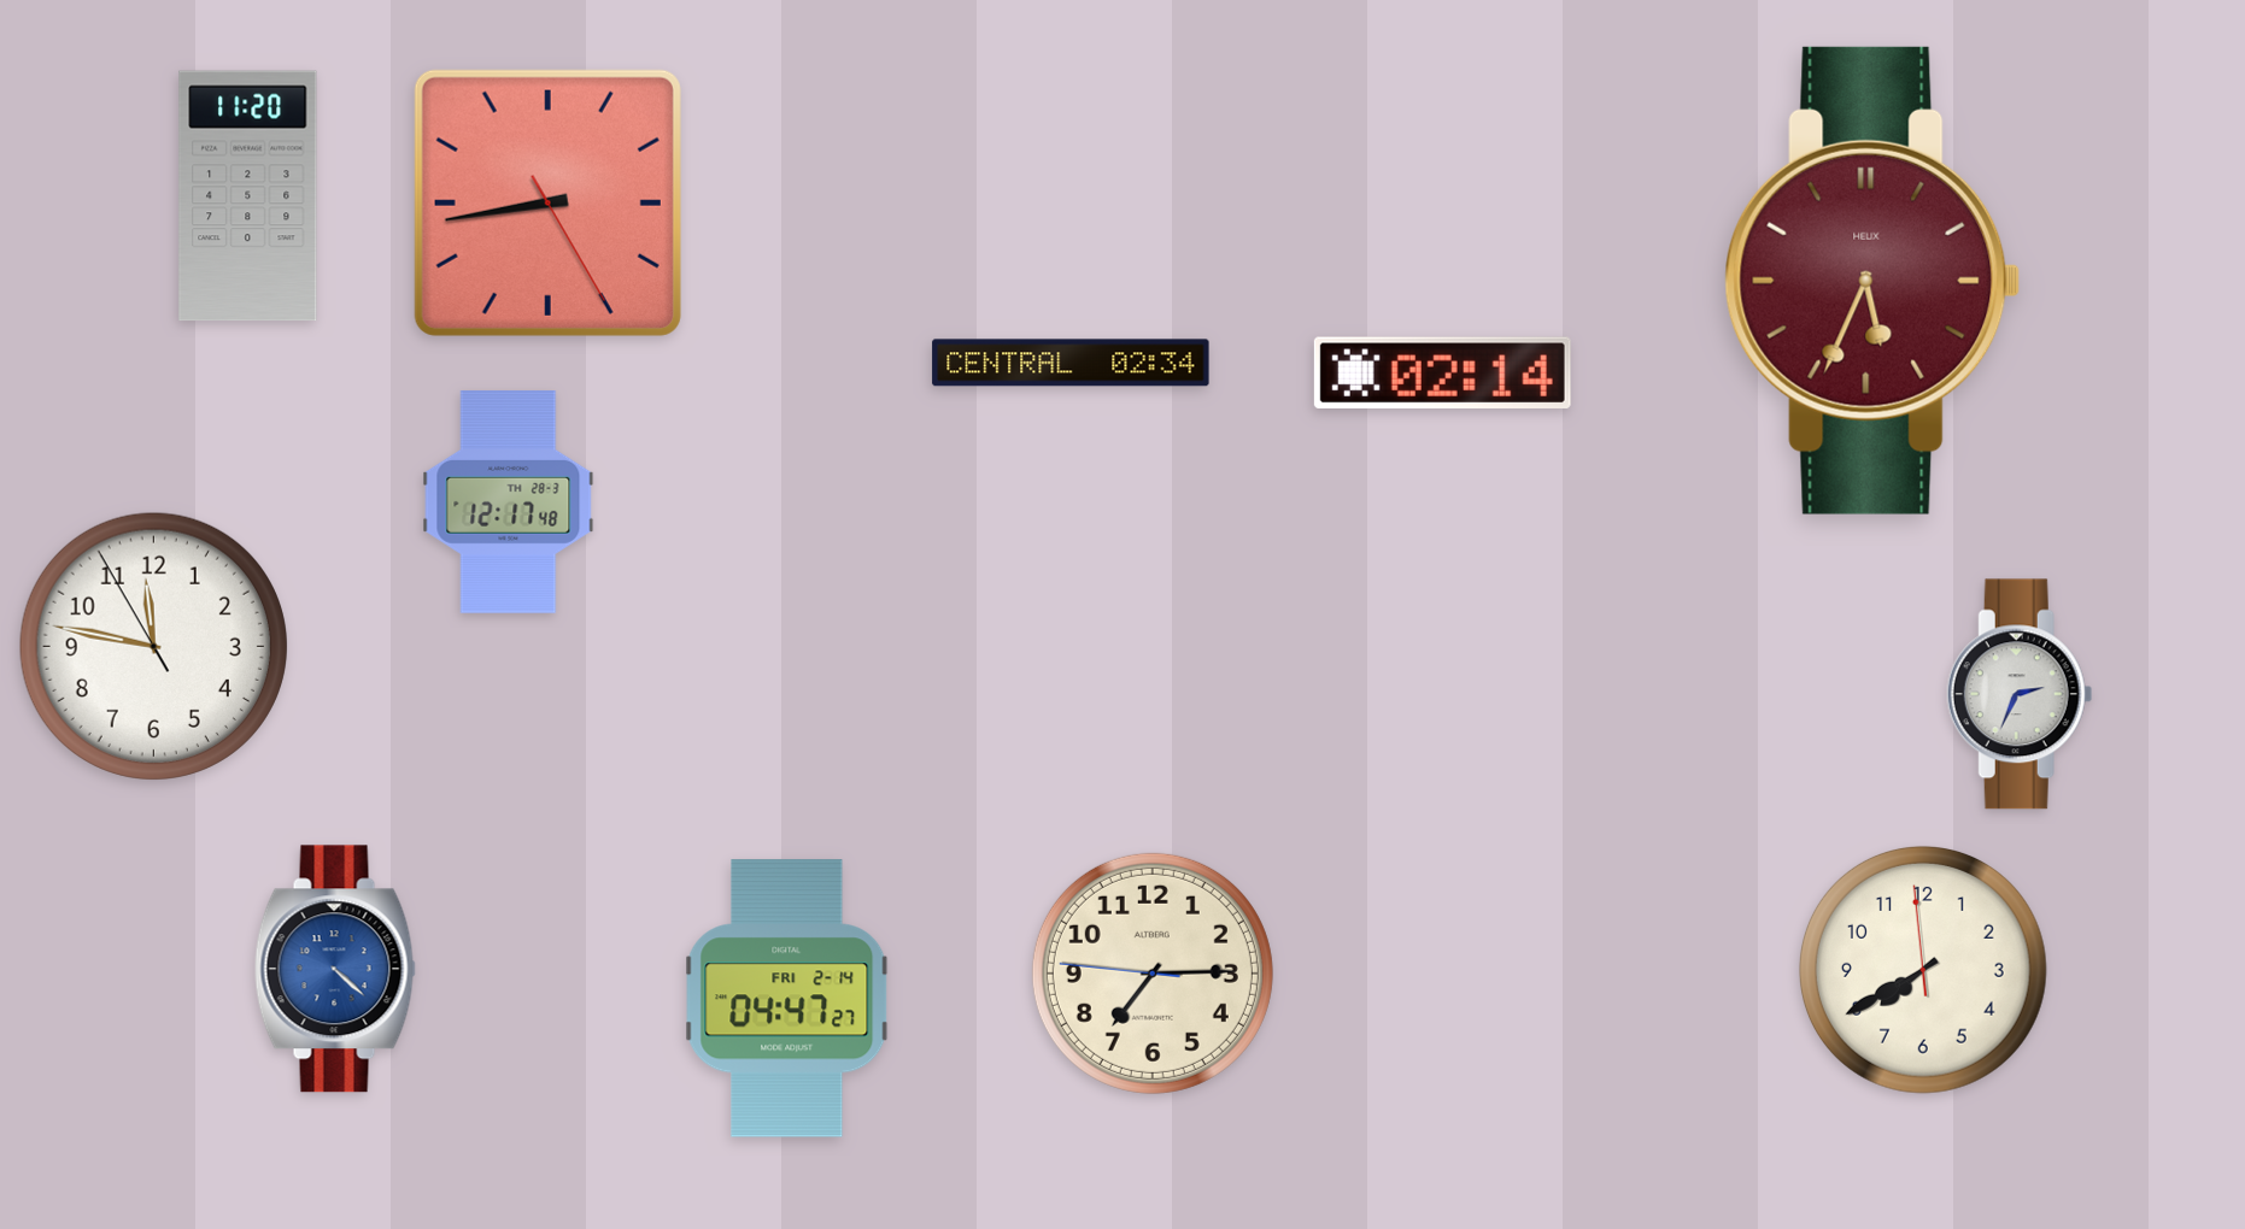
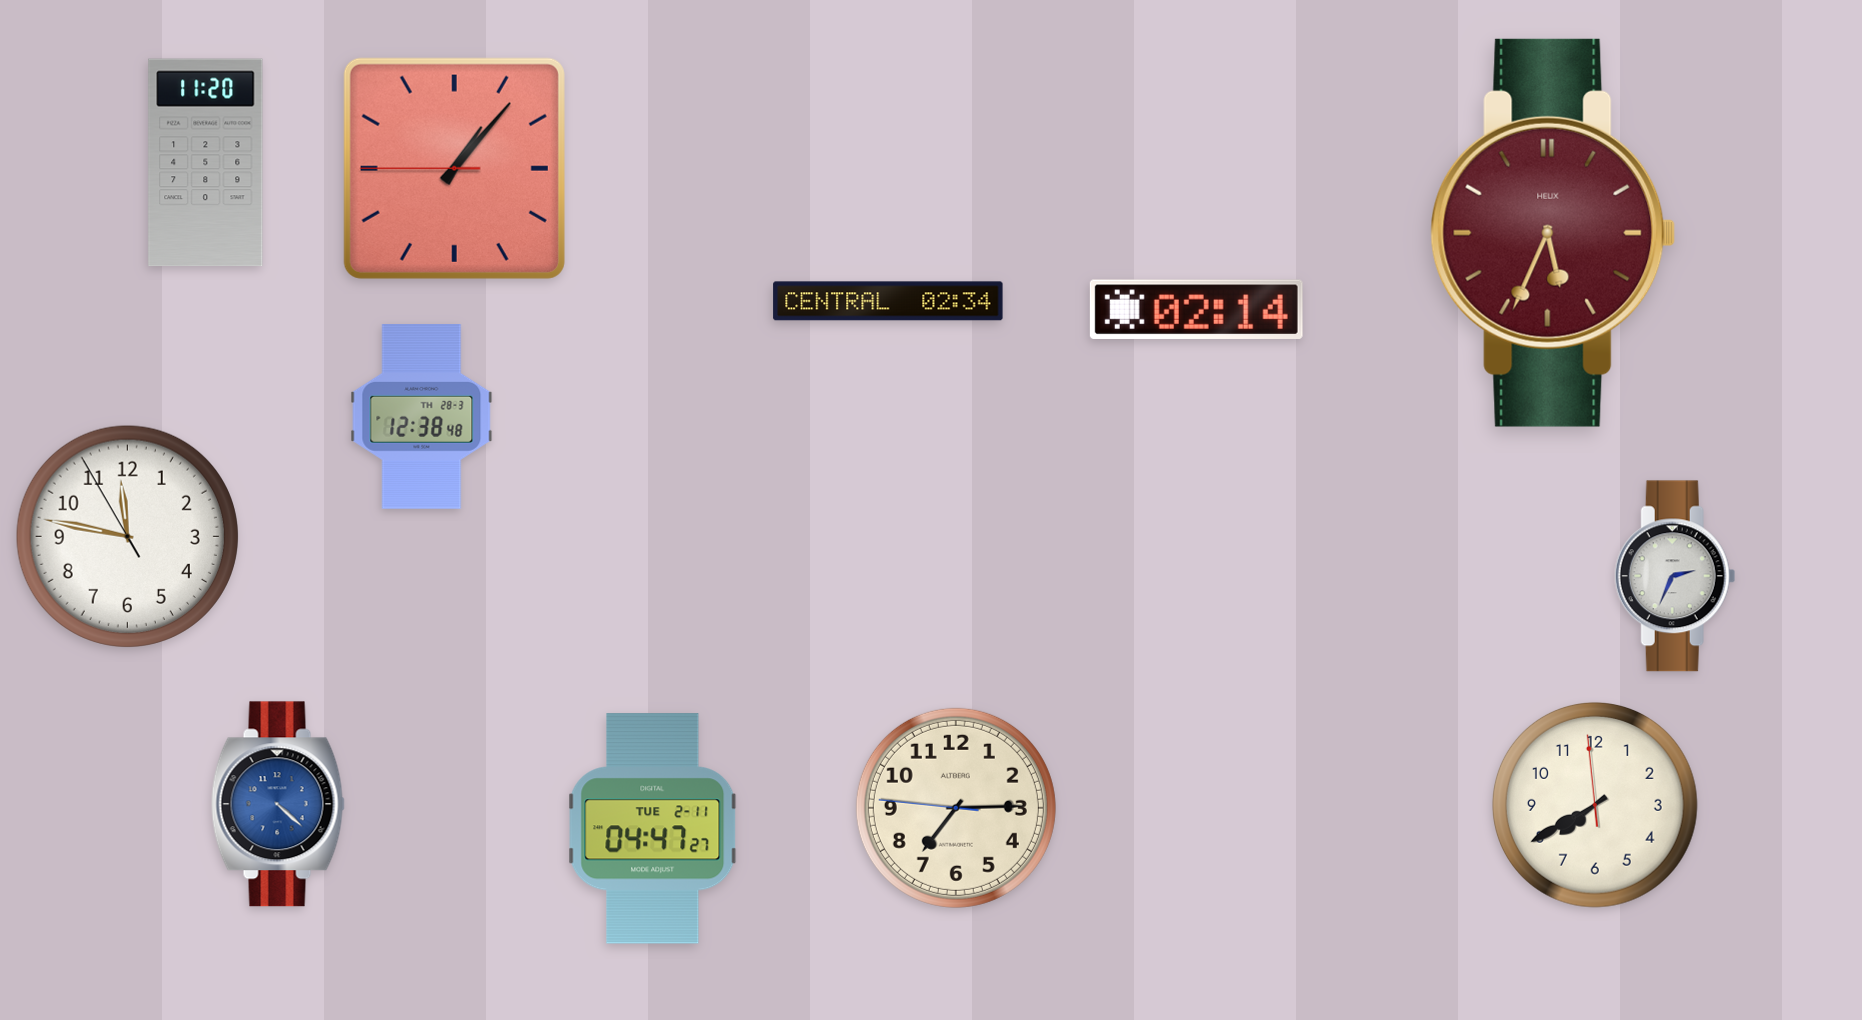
clock at (547, 202): 8:43 -> 1:06
clock at (509, 502): 12:17 -> 12:38
clock at (787, 999) date: FRI 2-14 -> TUE 2-11
